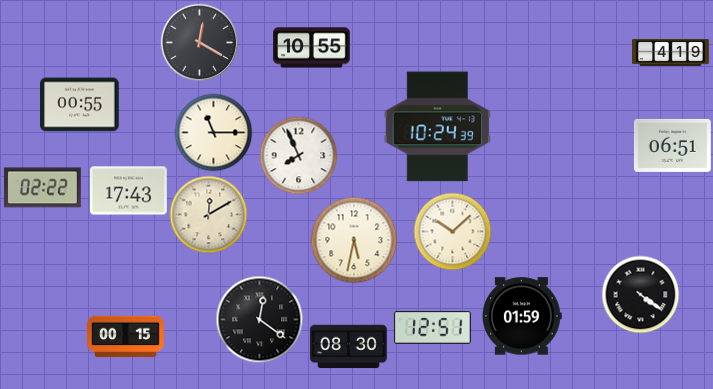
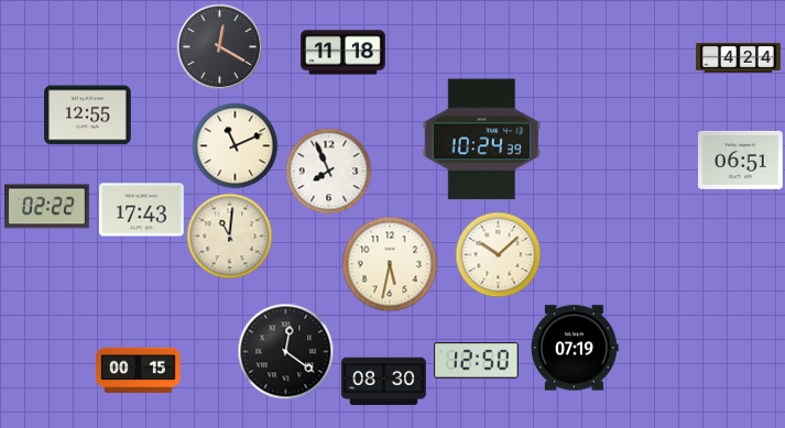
clock at (312, 48): 10:55 -> 11:18
clock at (671, 52): 4:19 -> 4:24
clock at (80, 105): 00:55 -> 12:55
clock at (213, 132): 11:15 -> 11:11
clock at (208, 214): 12:10 -> 11:01
clock at (640, 294): 4:21 -> none
clock at (522, 316): 01:59 -> 07:19
clock at (432, 328): 12:51 -> 12:50
